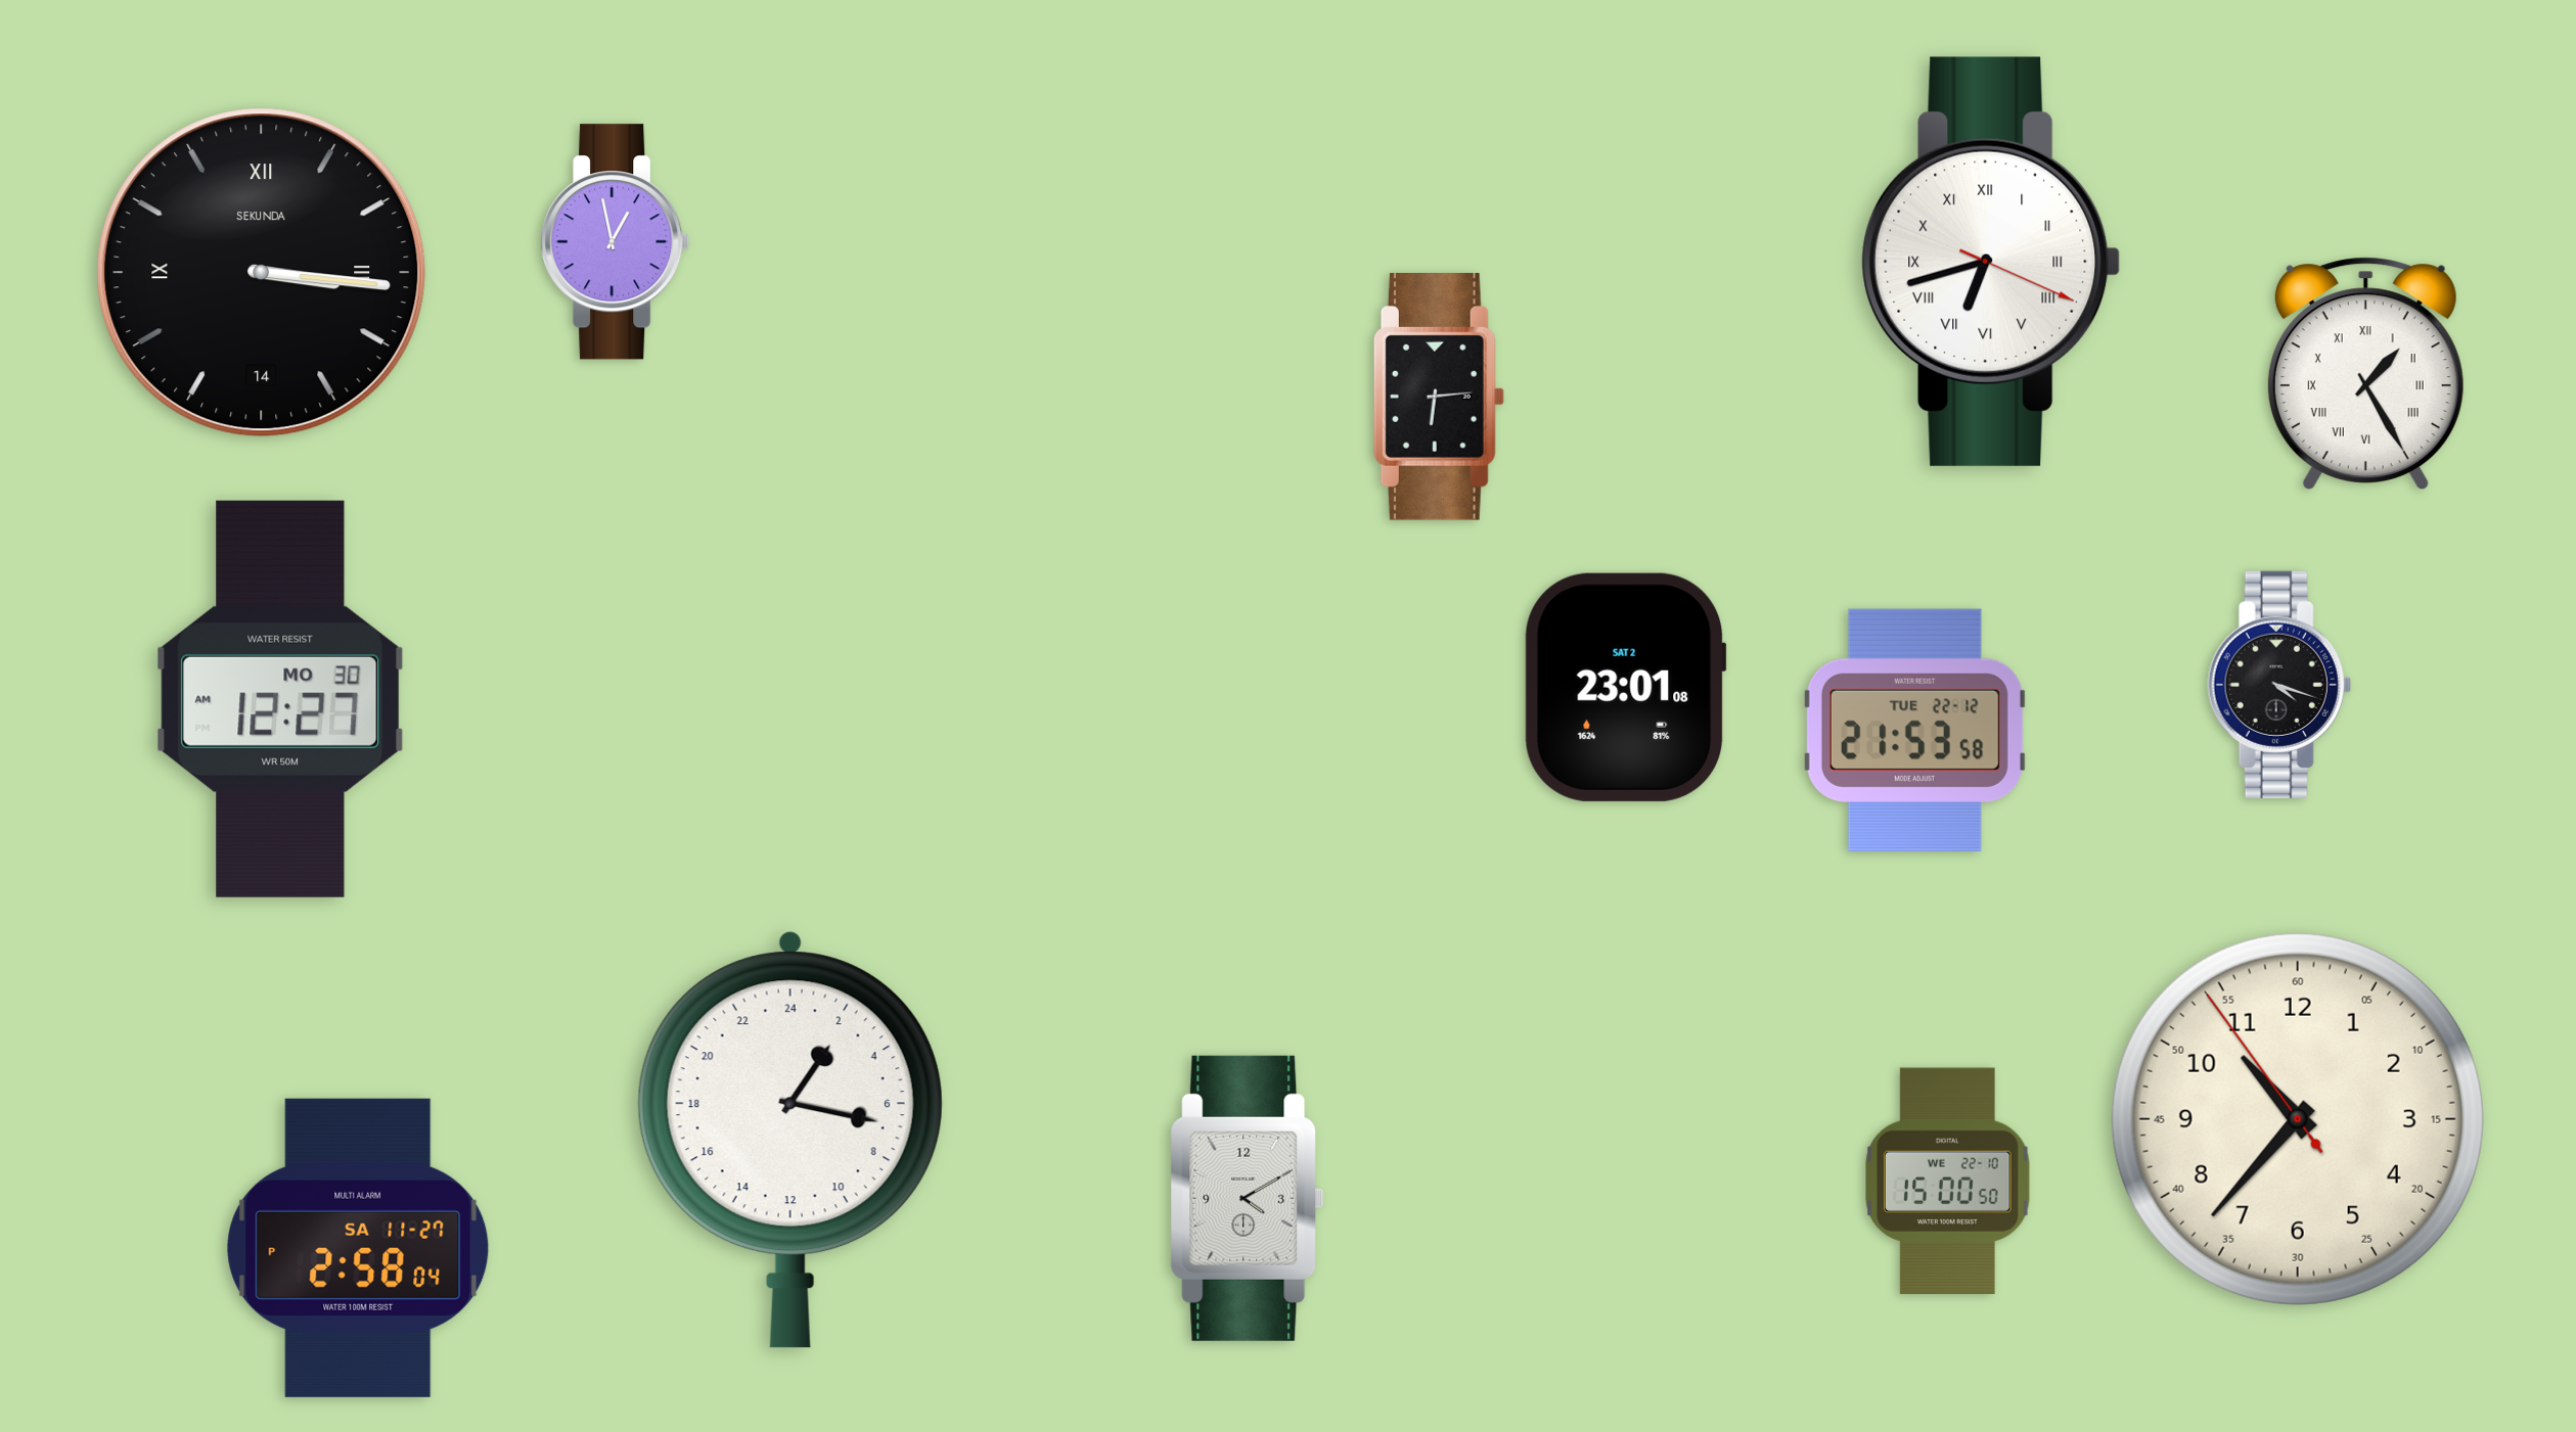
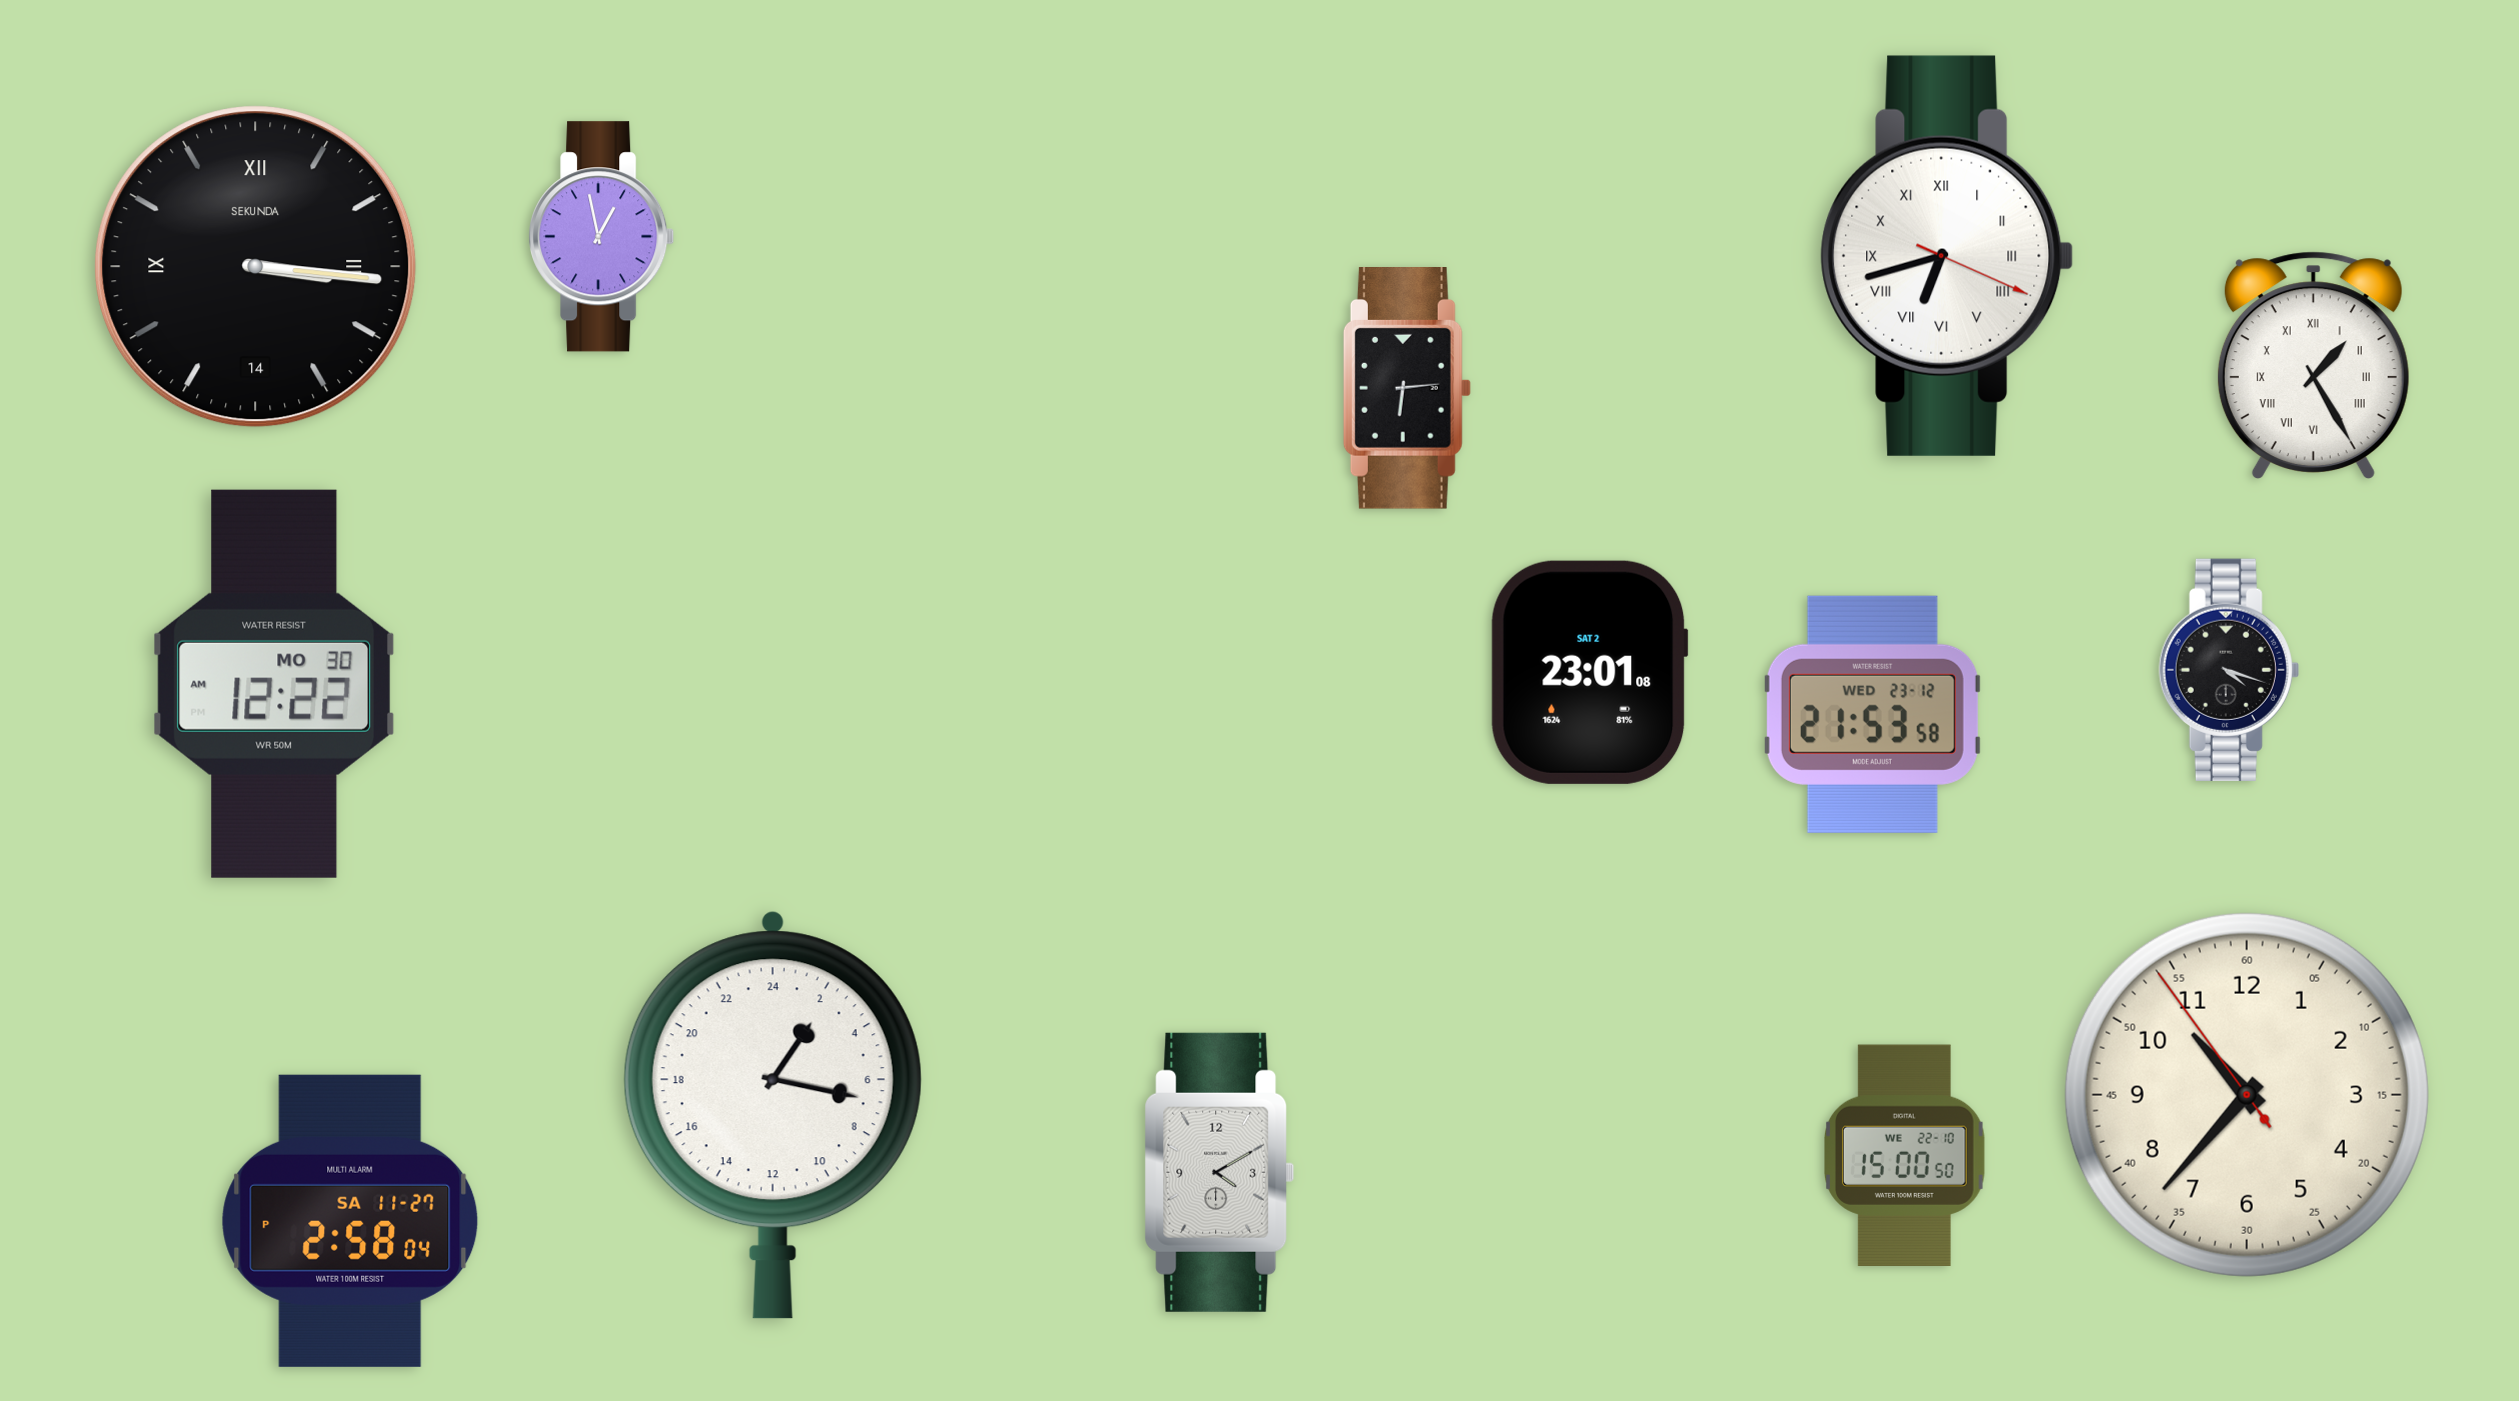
clock at (280, 699): 12:27 -> 12:22
clock at (1914, 730) date: TUE 22-12 -> WED 23-12
